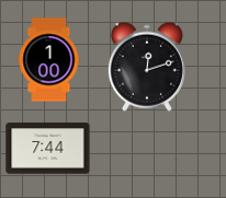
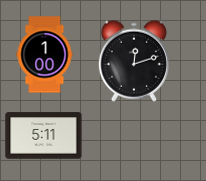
clock at (48, 149): 7:44 -> 5:11
